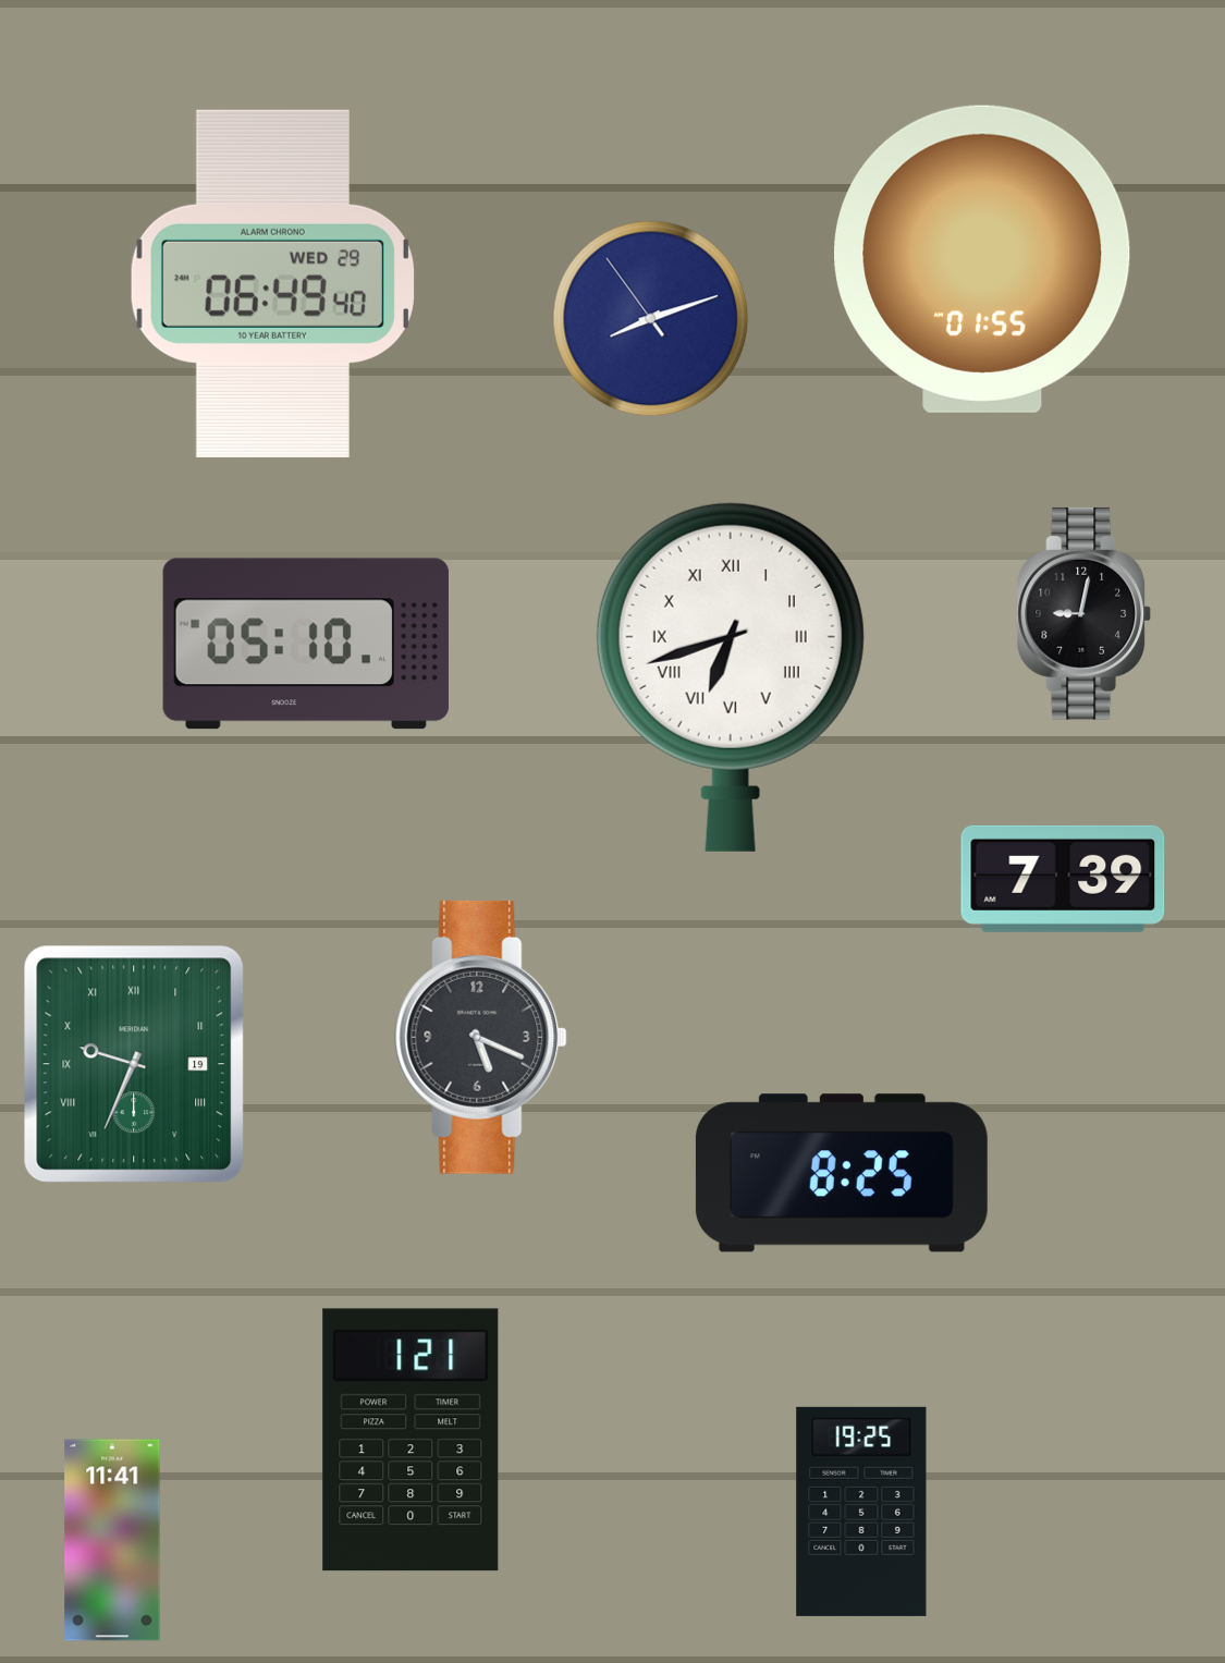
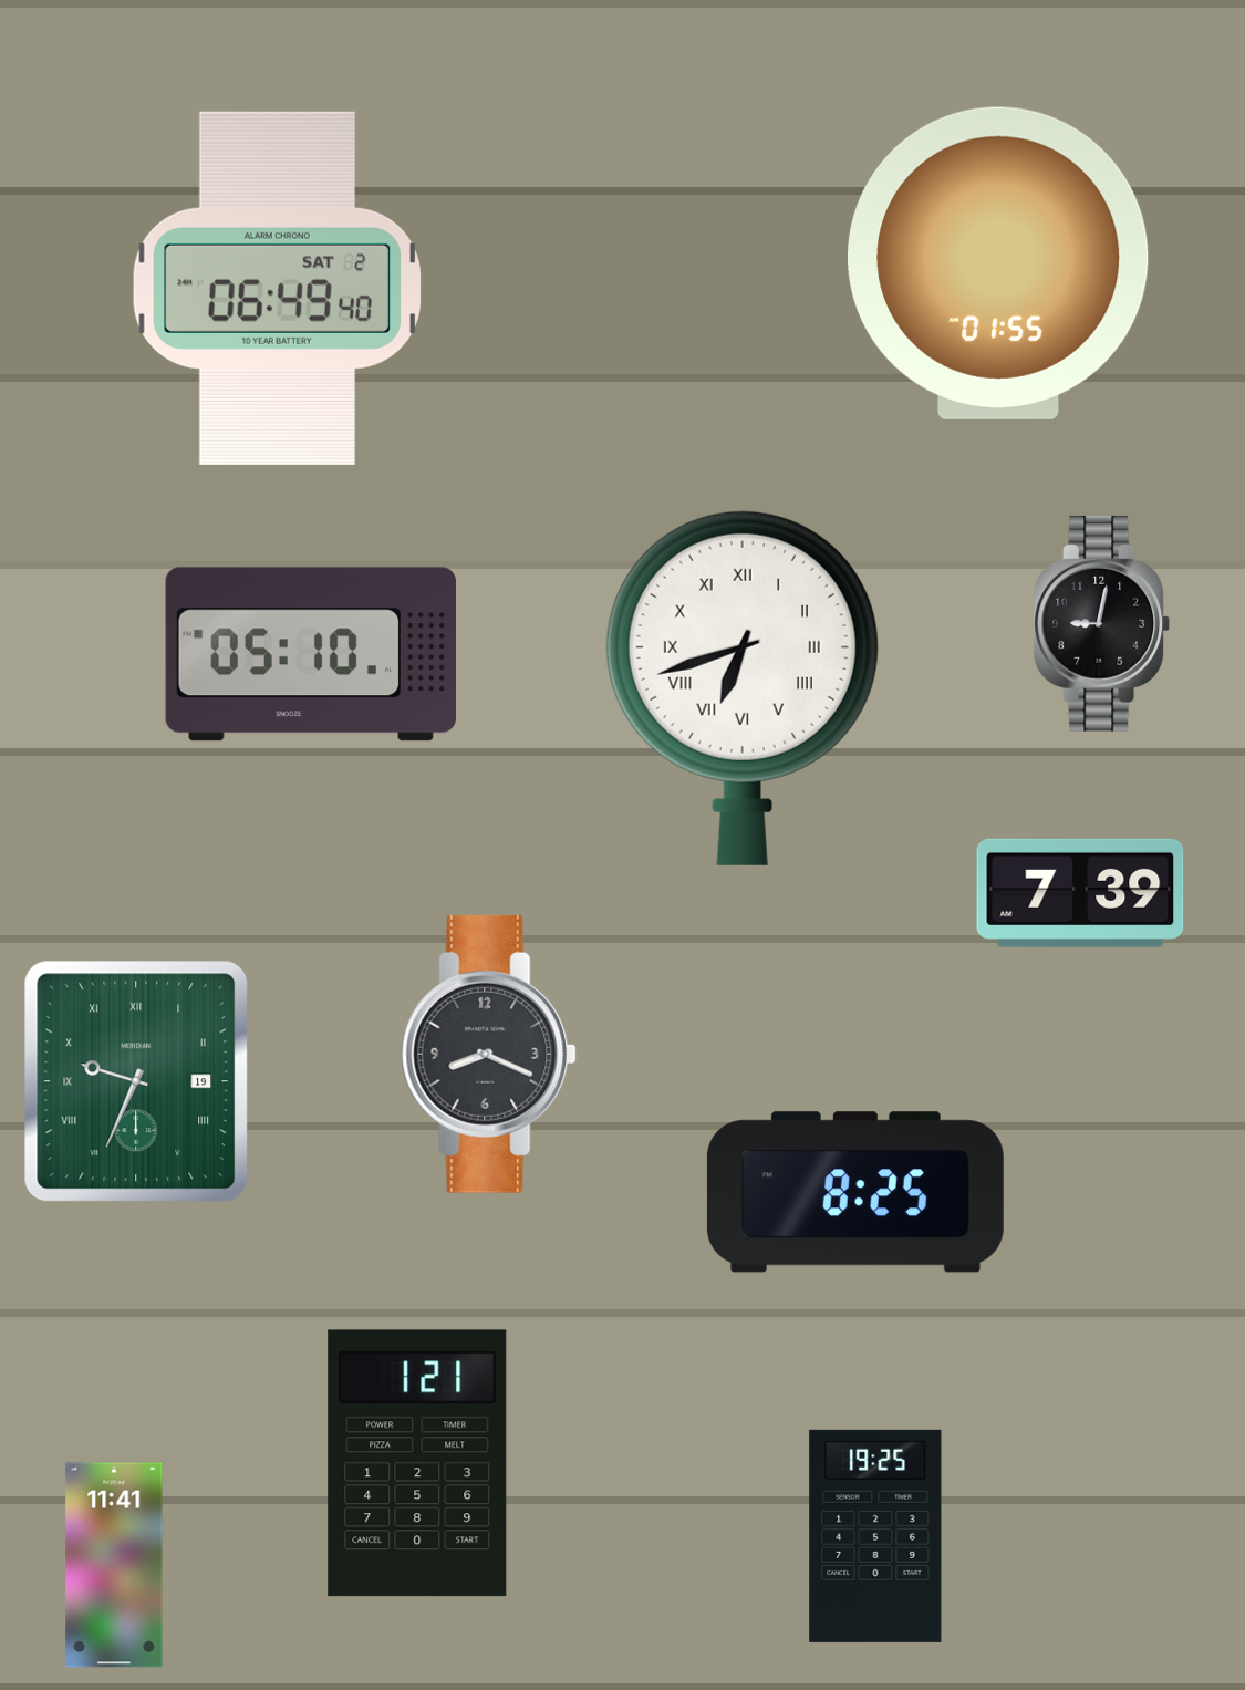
clock at (272, 283) date: WED 29 -> SAT 2
clock at (651, 319): 8:11 -> none
clock at (481, 1037): 5:19 -> 8:19
